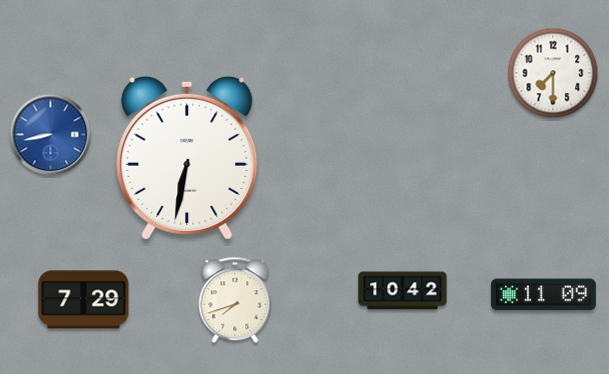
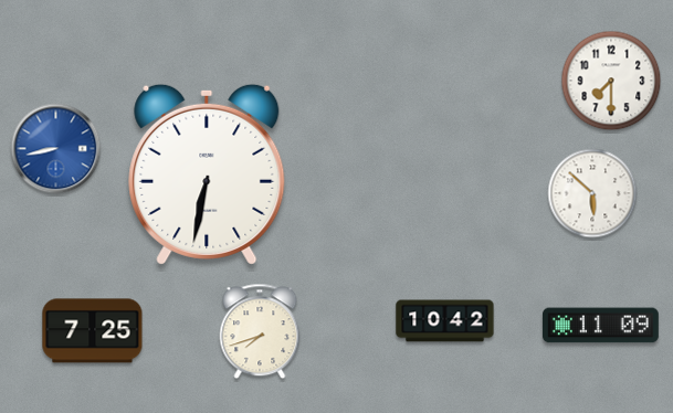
clock at (592, 193): none -> 5:52
clock at (84, 300): 7:29 -> 7:25
